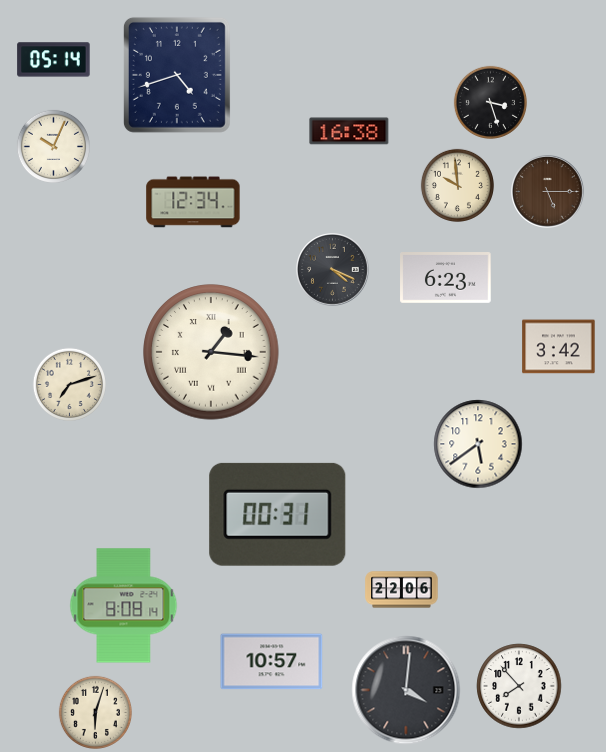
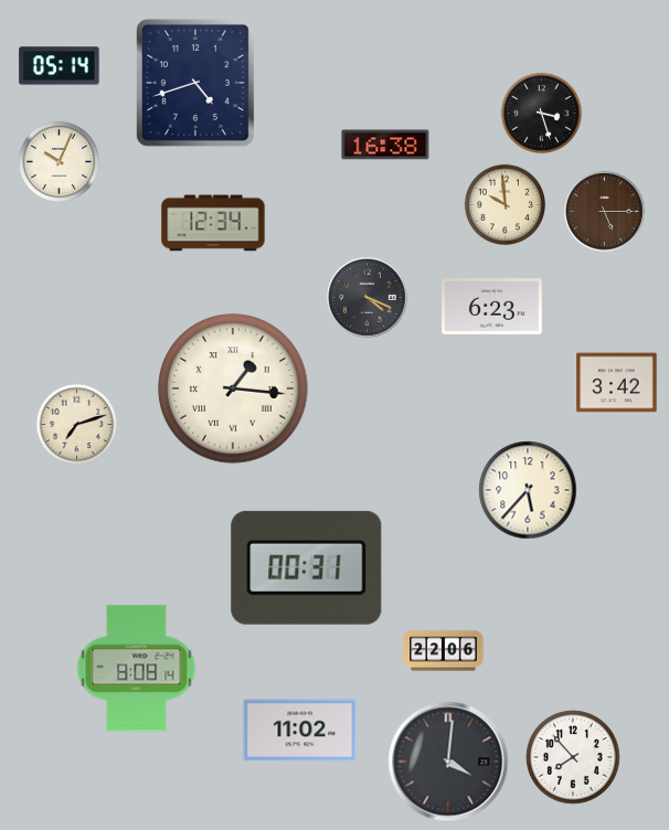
clock at (478, 444): 5:39 -> 5:37
clock at (272, 662): 10:57 -> 11:02
clock at (95, 712): 6:03 -> none
